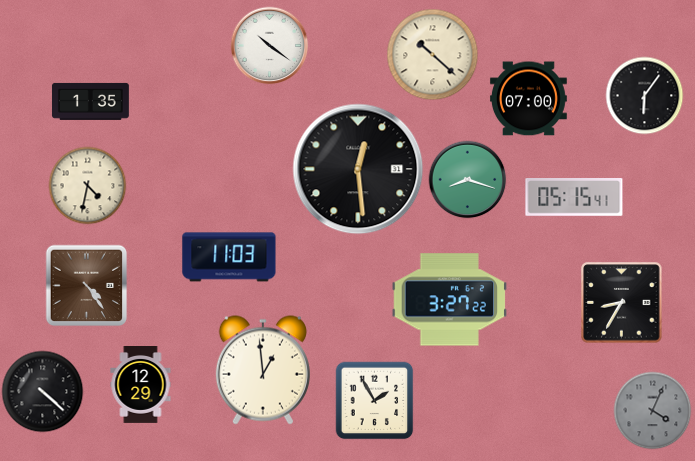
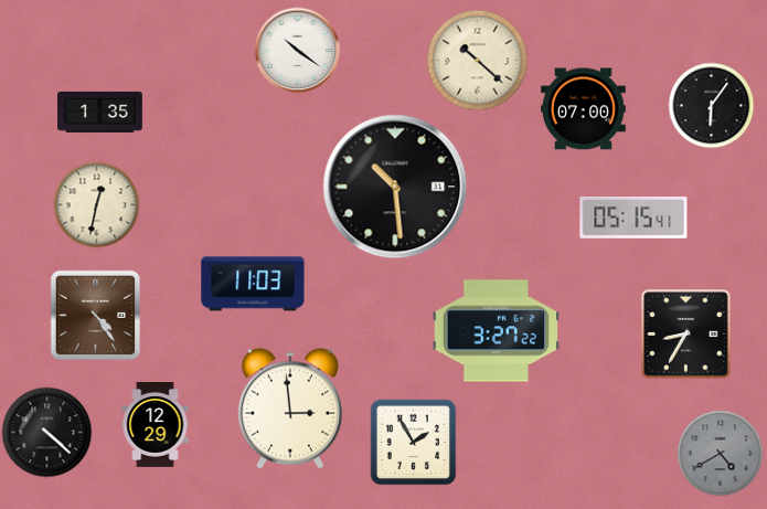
clock at (358, 169): 12:29 -> 10:29
clock at (467, 179): 8:18 -> none
clock at (87, 185): 4:32 -> 12:32
clock at (263, 370): 12:59 -> 2:59
clock at (652, 410): 4:04 -> 4:40
